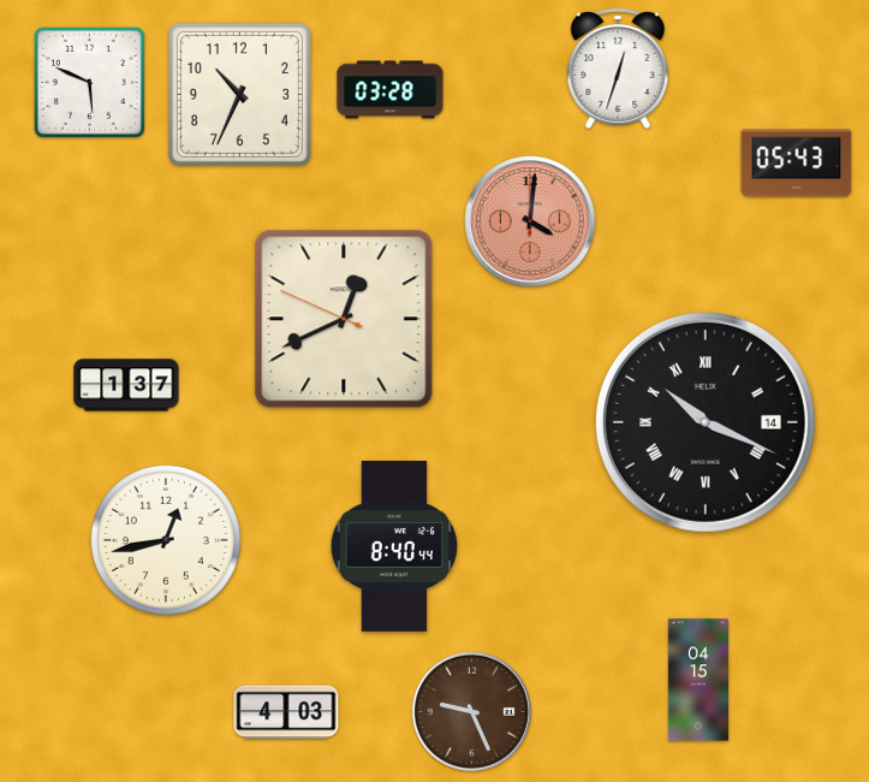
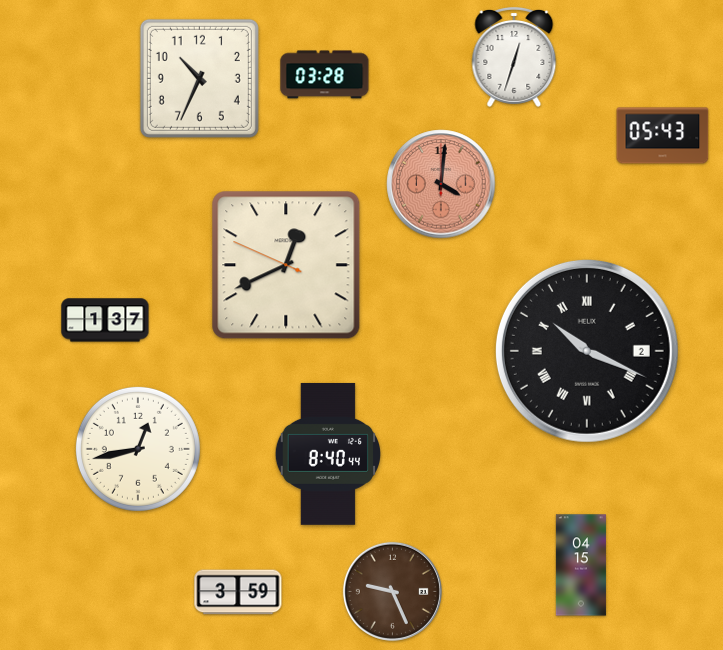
clock at (89, 82): 5:49 -> none
clock at (706, 422) date: 14 -> 2
clock at (286, 712): 4:03 -> 3:59
